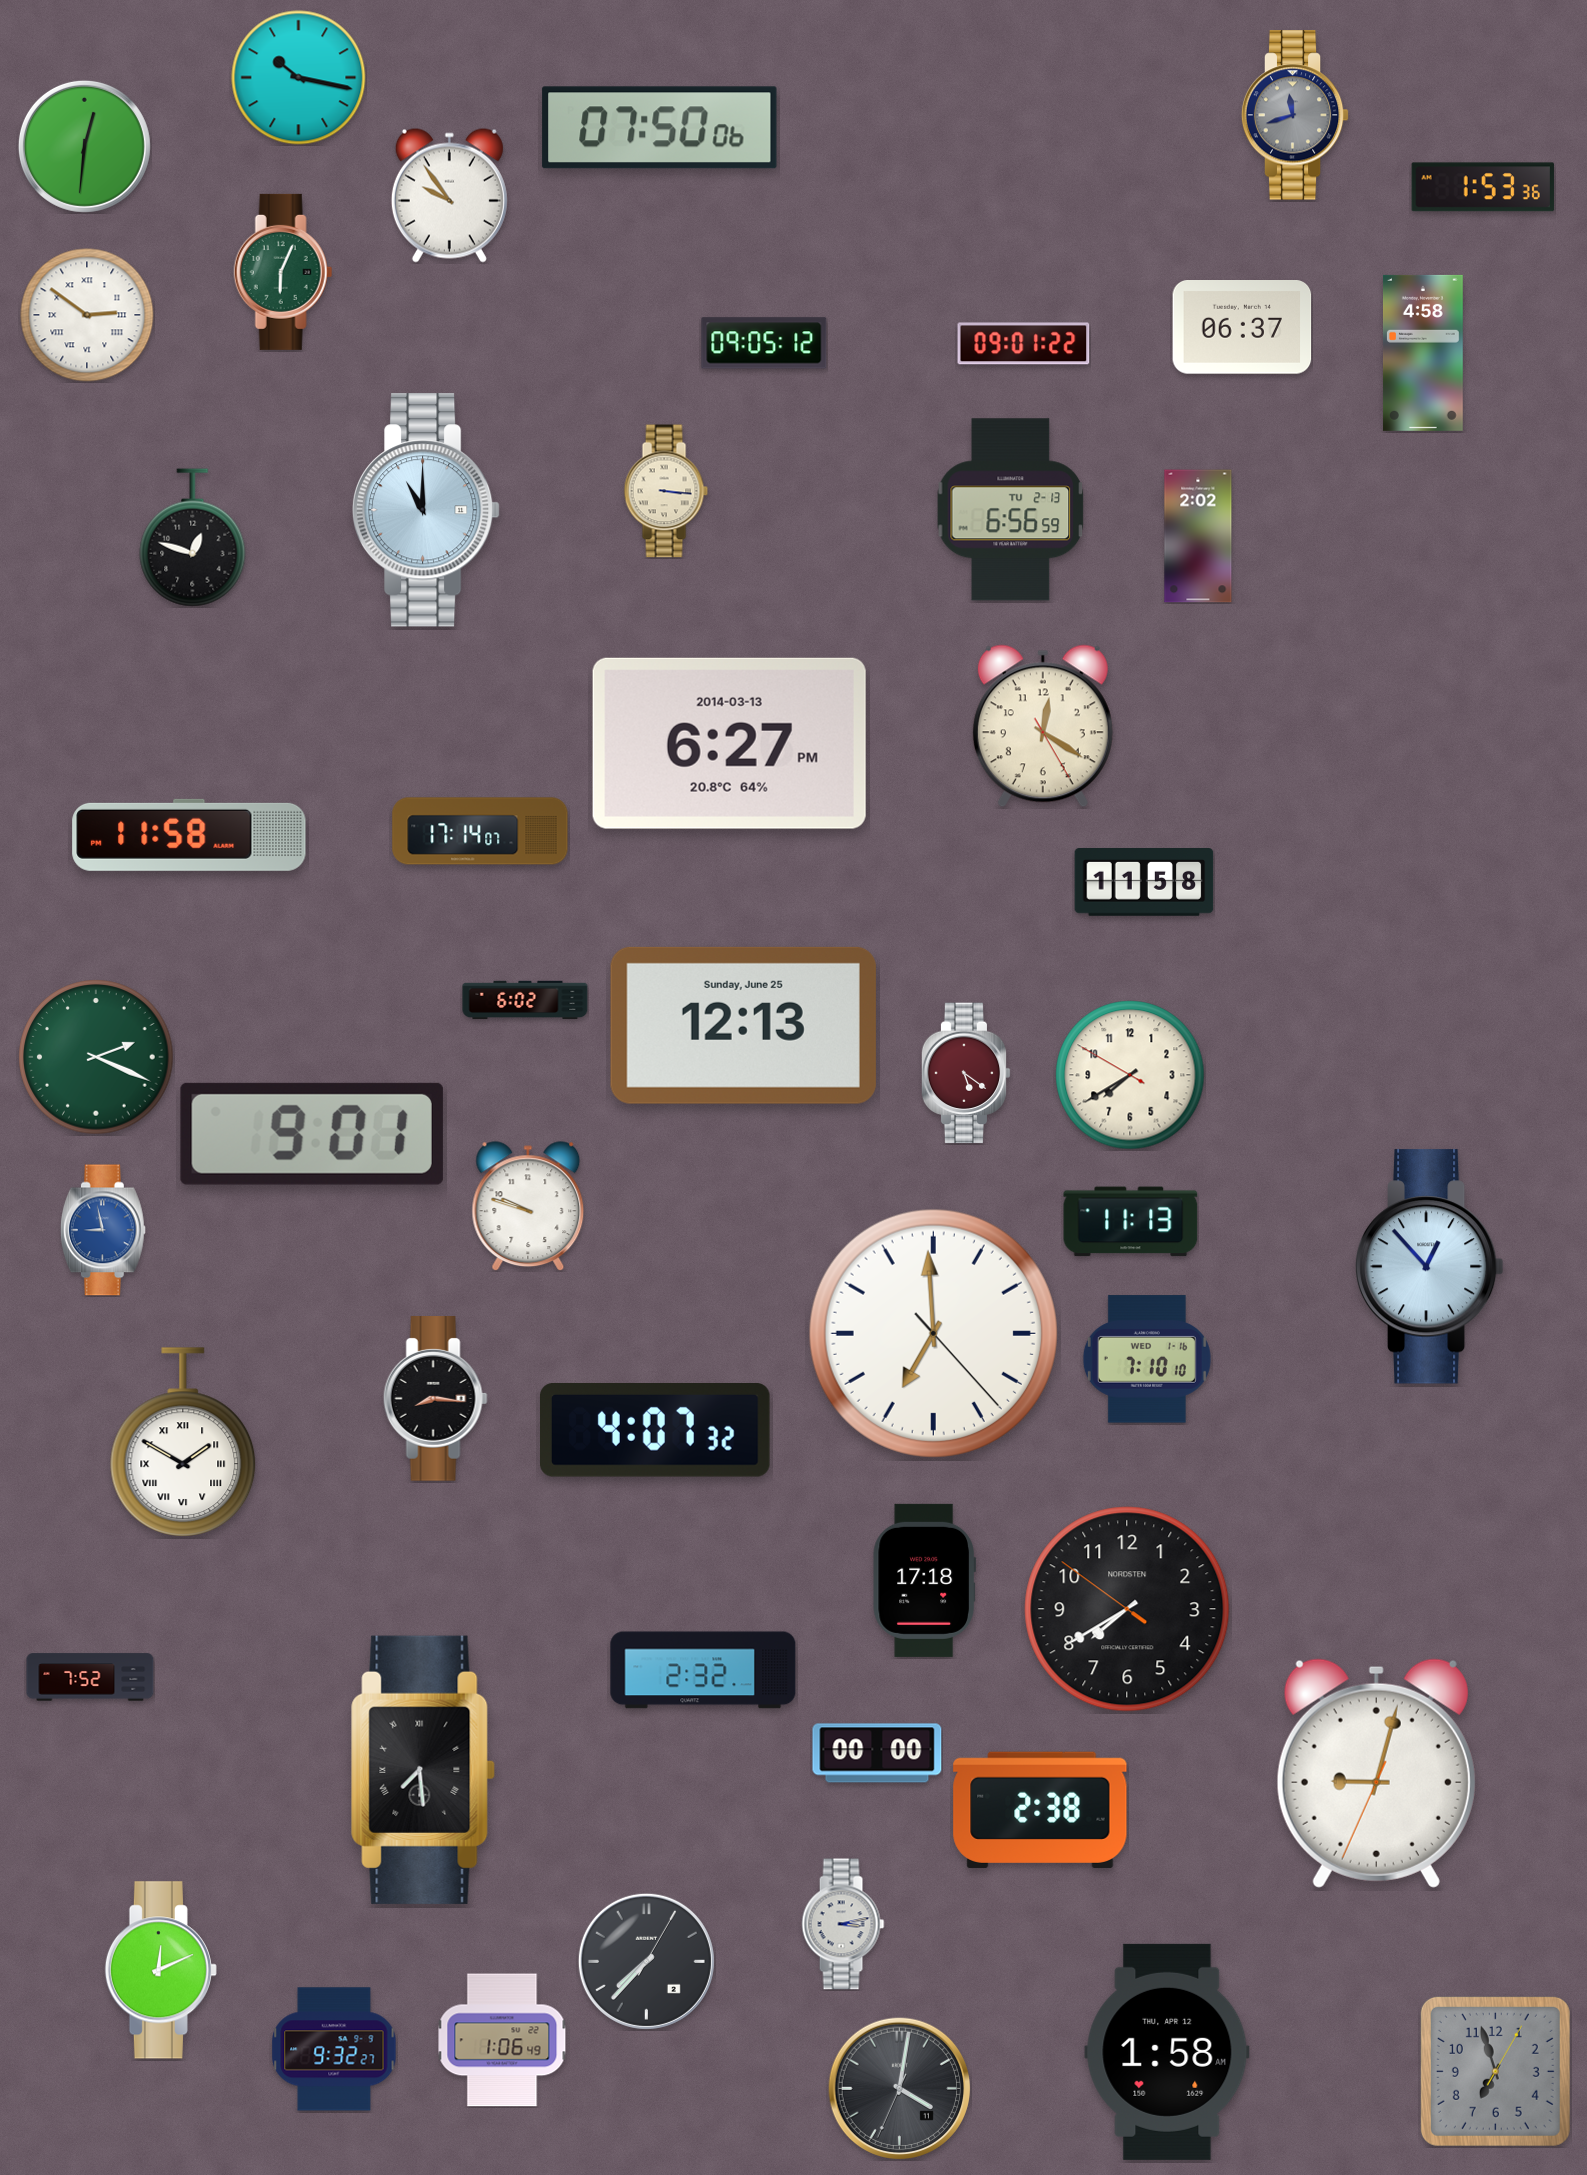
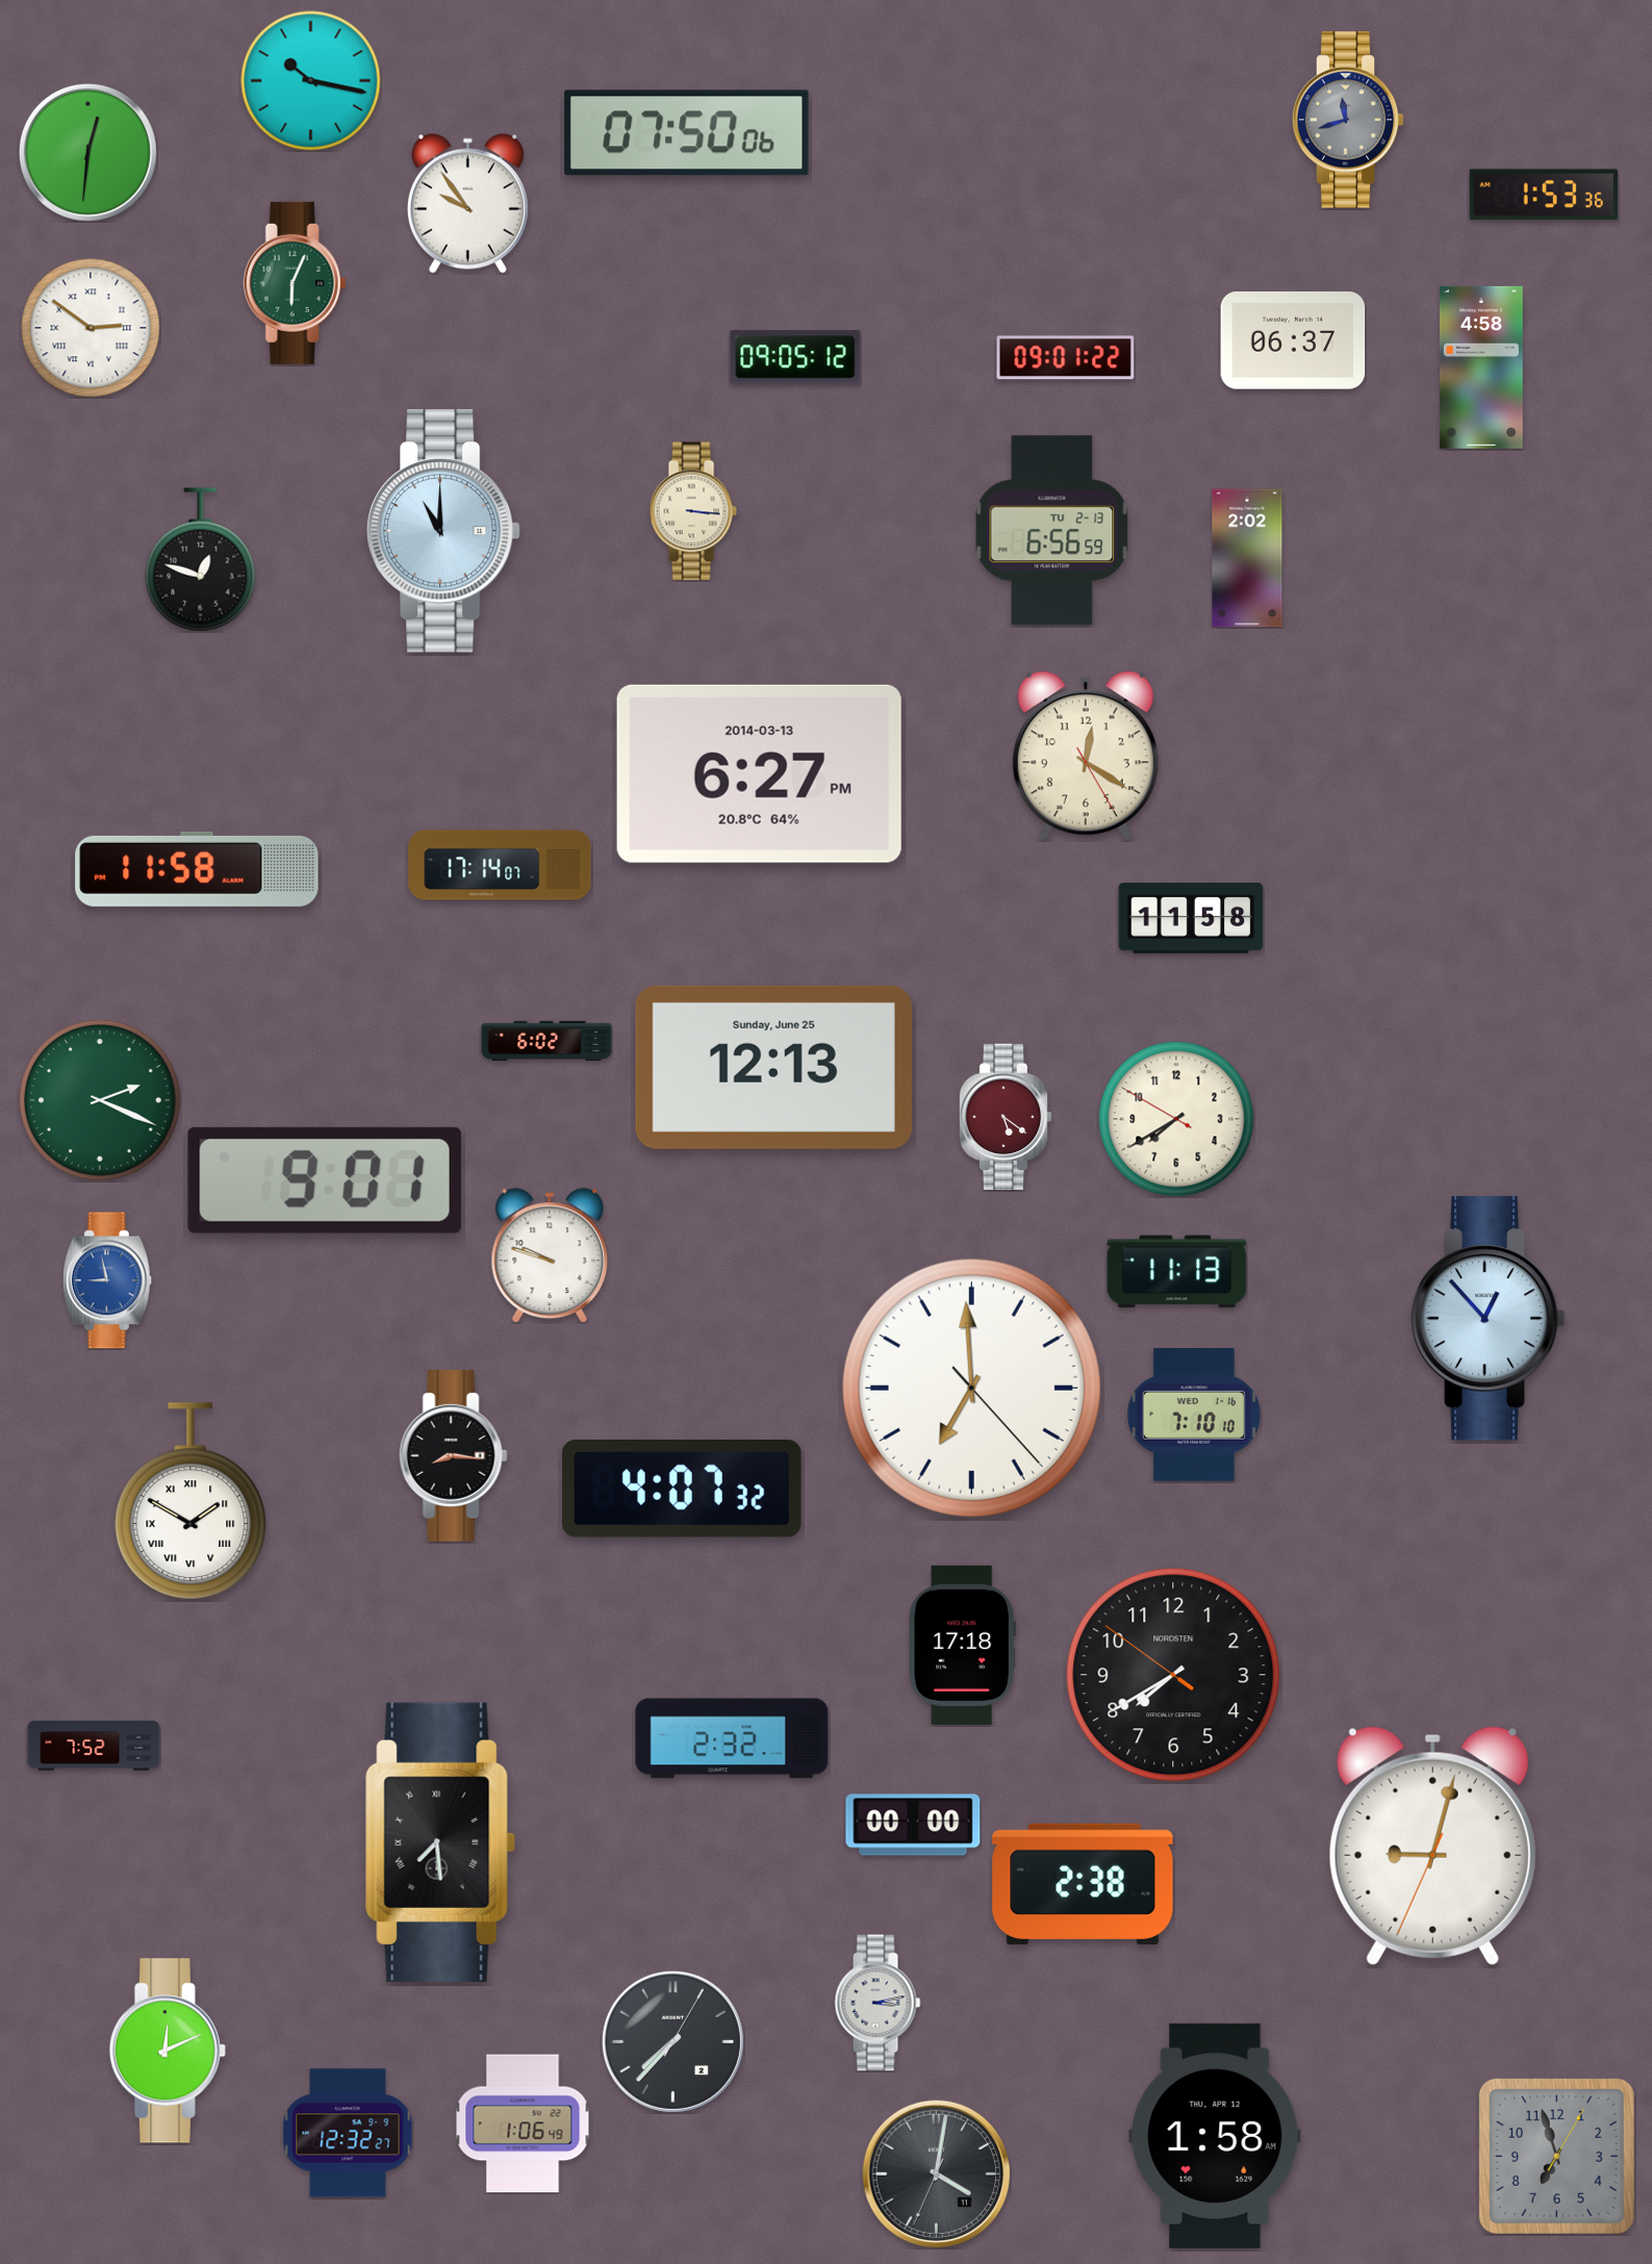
clock at (334, 2049): 9:32 -> 12:32
